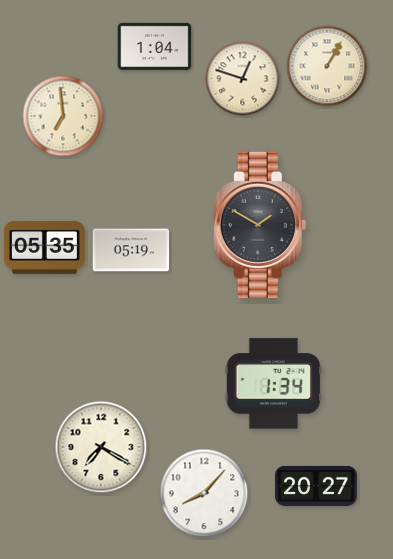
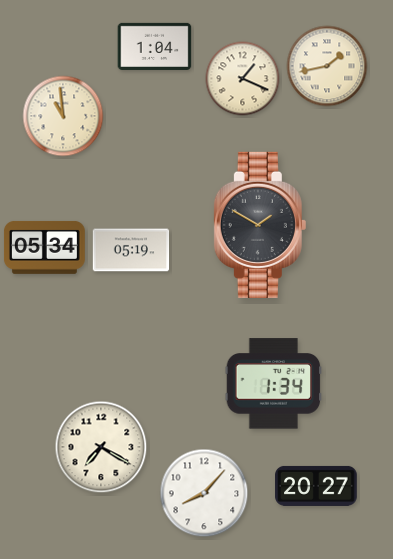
clock at (327, 66): 1:05 -> 1:43
clock at (243, 79): 12:48 -> 1:19
clock at (63, 116): 6:59 -> 10:59
clock at (44, 247): 05:35 -> 05:34
